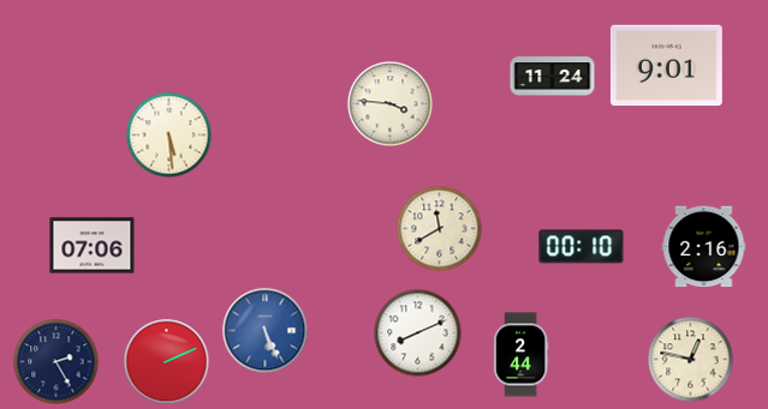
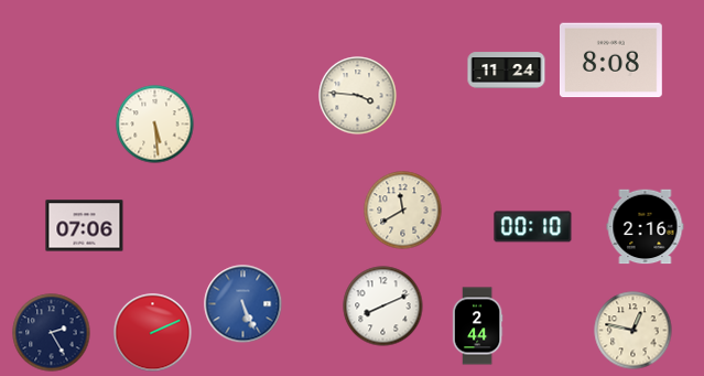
clock at (666, 66): 9:01 -> 8:08
